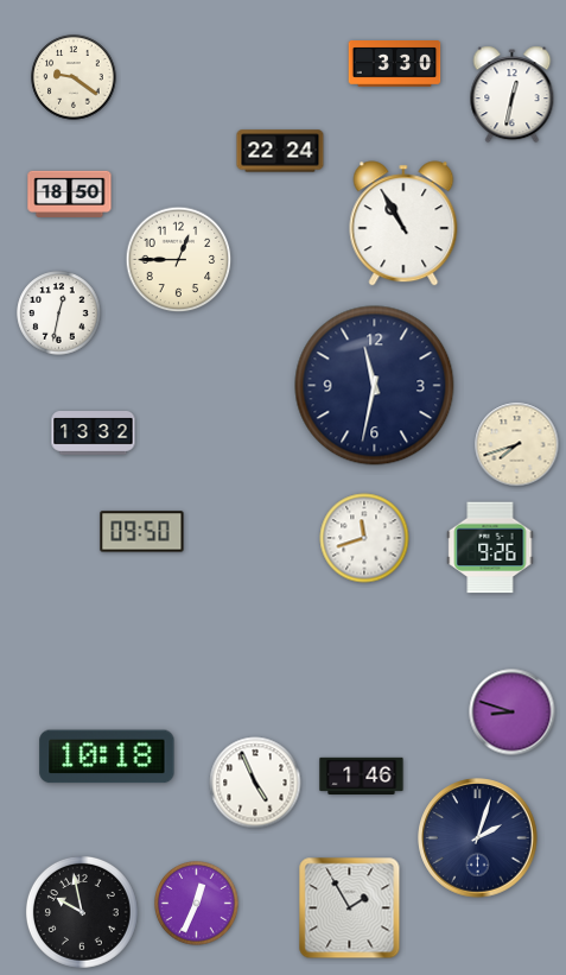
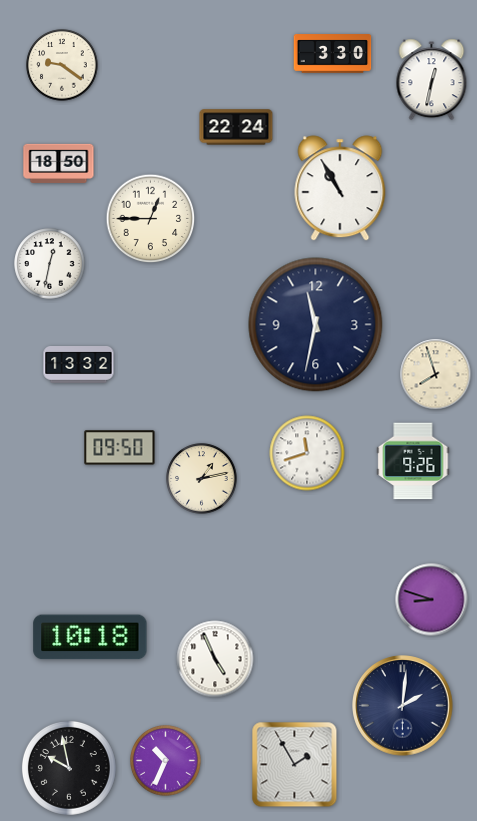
clock at (517, 445): 7:42 -> 7:57
clock at (202, 479): none -> 1:13
clock at (362, 775): 1:46 -> none
clock at (478, 838): 2:03 -> 2:01
clock at (197, 904): 12:34 -> 10:34
